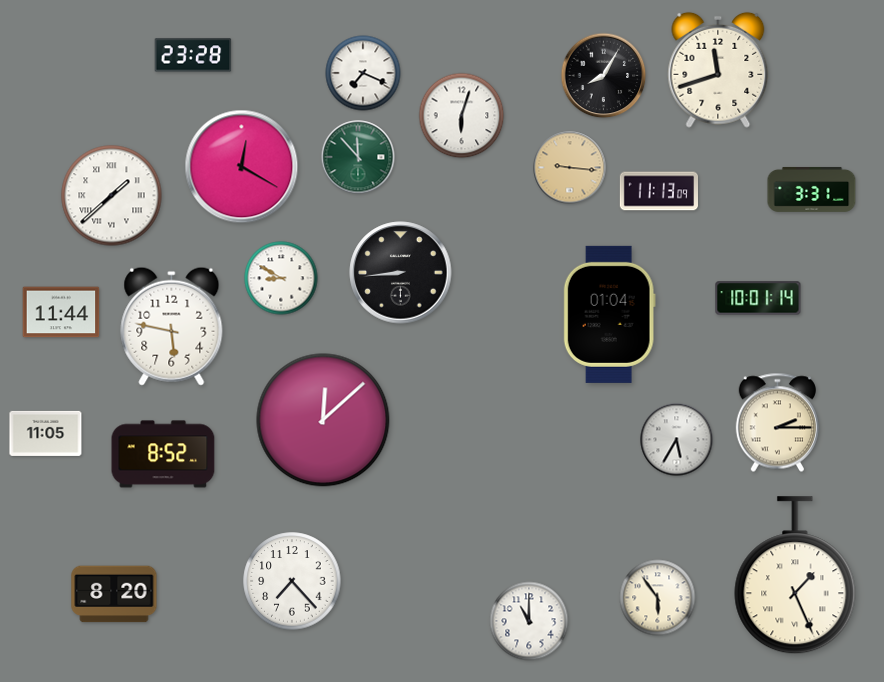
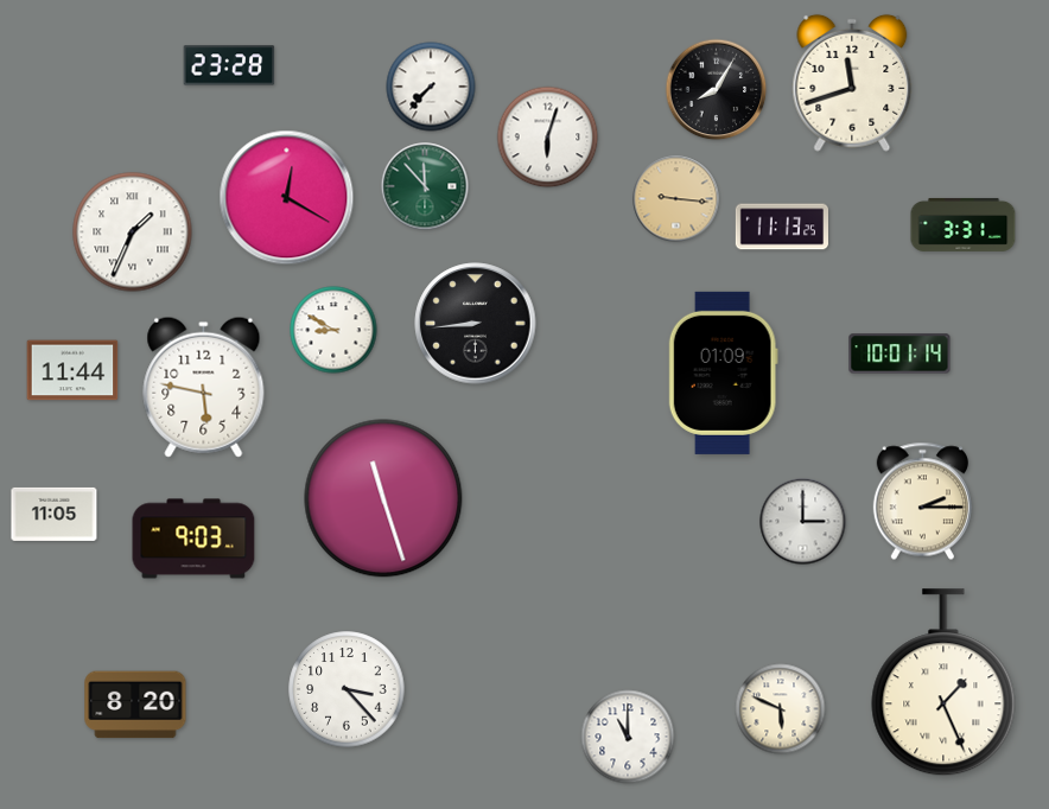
clock at (363, 73): 7:19 -> 7:37
clock at (659, 191): 11:13:09 -> 11:13:25
clock at (112, 196): 1:38 -> 1:34
clock at (609, 314): 01:04 -> 01:09
clock at (323, 420): 12:08 -> 11:27
clock at (677, 440): 5:35 -> 3:00
clock at (163, 454): 8:52 -> 9:03
clock at (292, 581): 7:23 -> 3:23
clock at (658, 598): 5:54 -> 5:49
